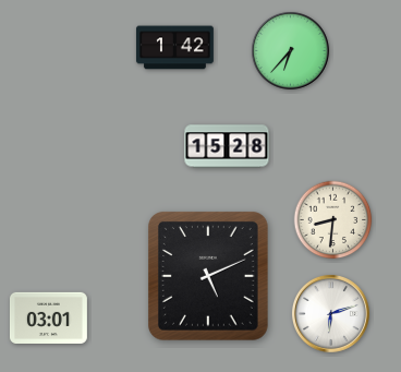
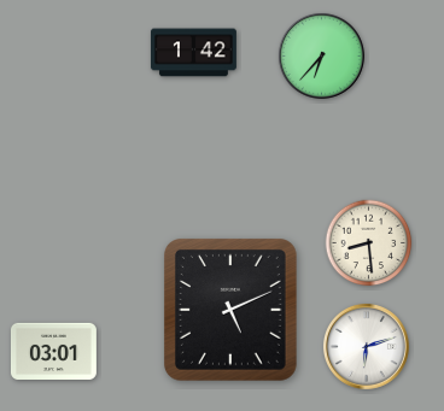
clock at (227, 146): 15:28 -> none
clock at (333, 220): 8:31 -> 8:29
clock at (208, 277) position: (208, 277) -> (230, 311)
